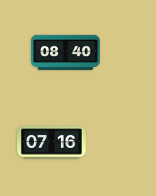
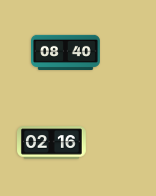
clock at (52, 143): 07:16 -> 02:16
